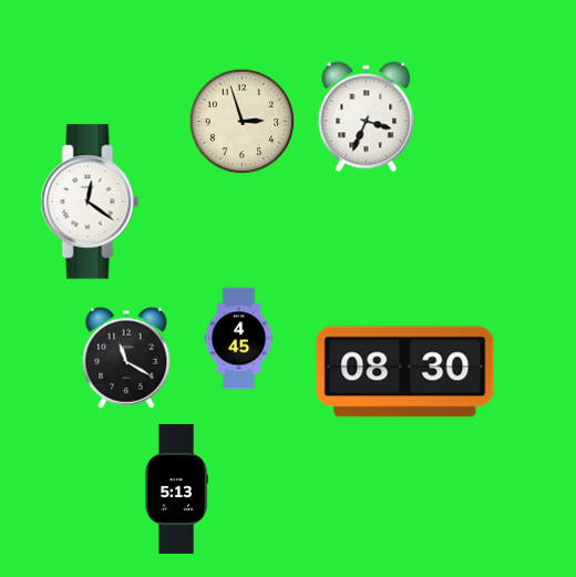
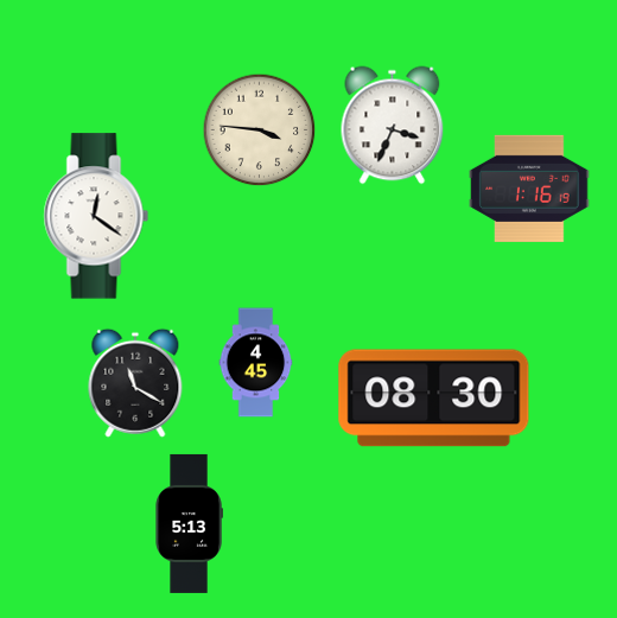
clock at (243, 122): 2:57 -> 3:46
clock at (529, 189): none -> 1:16
